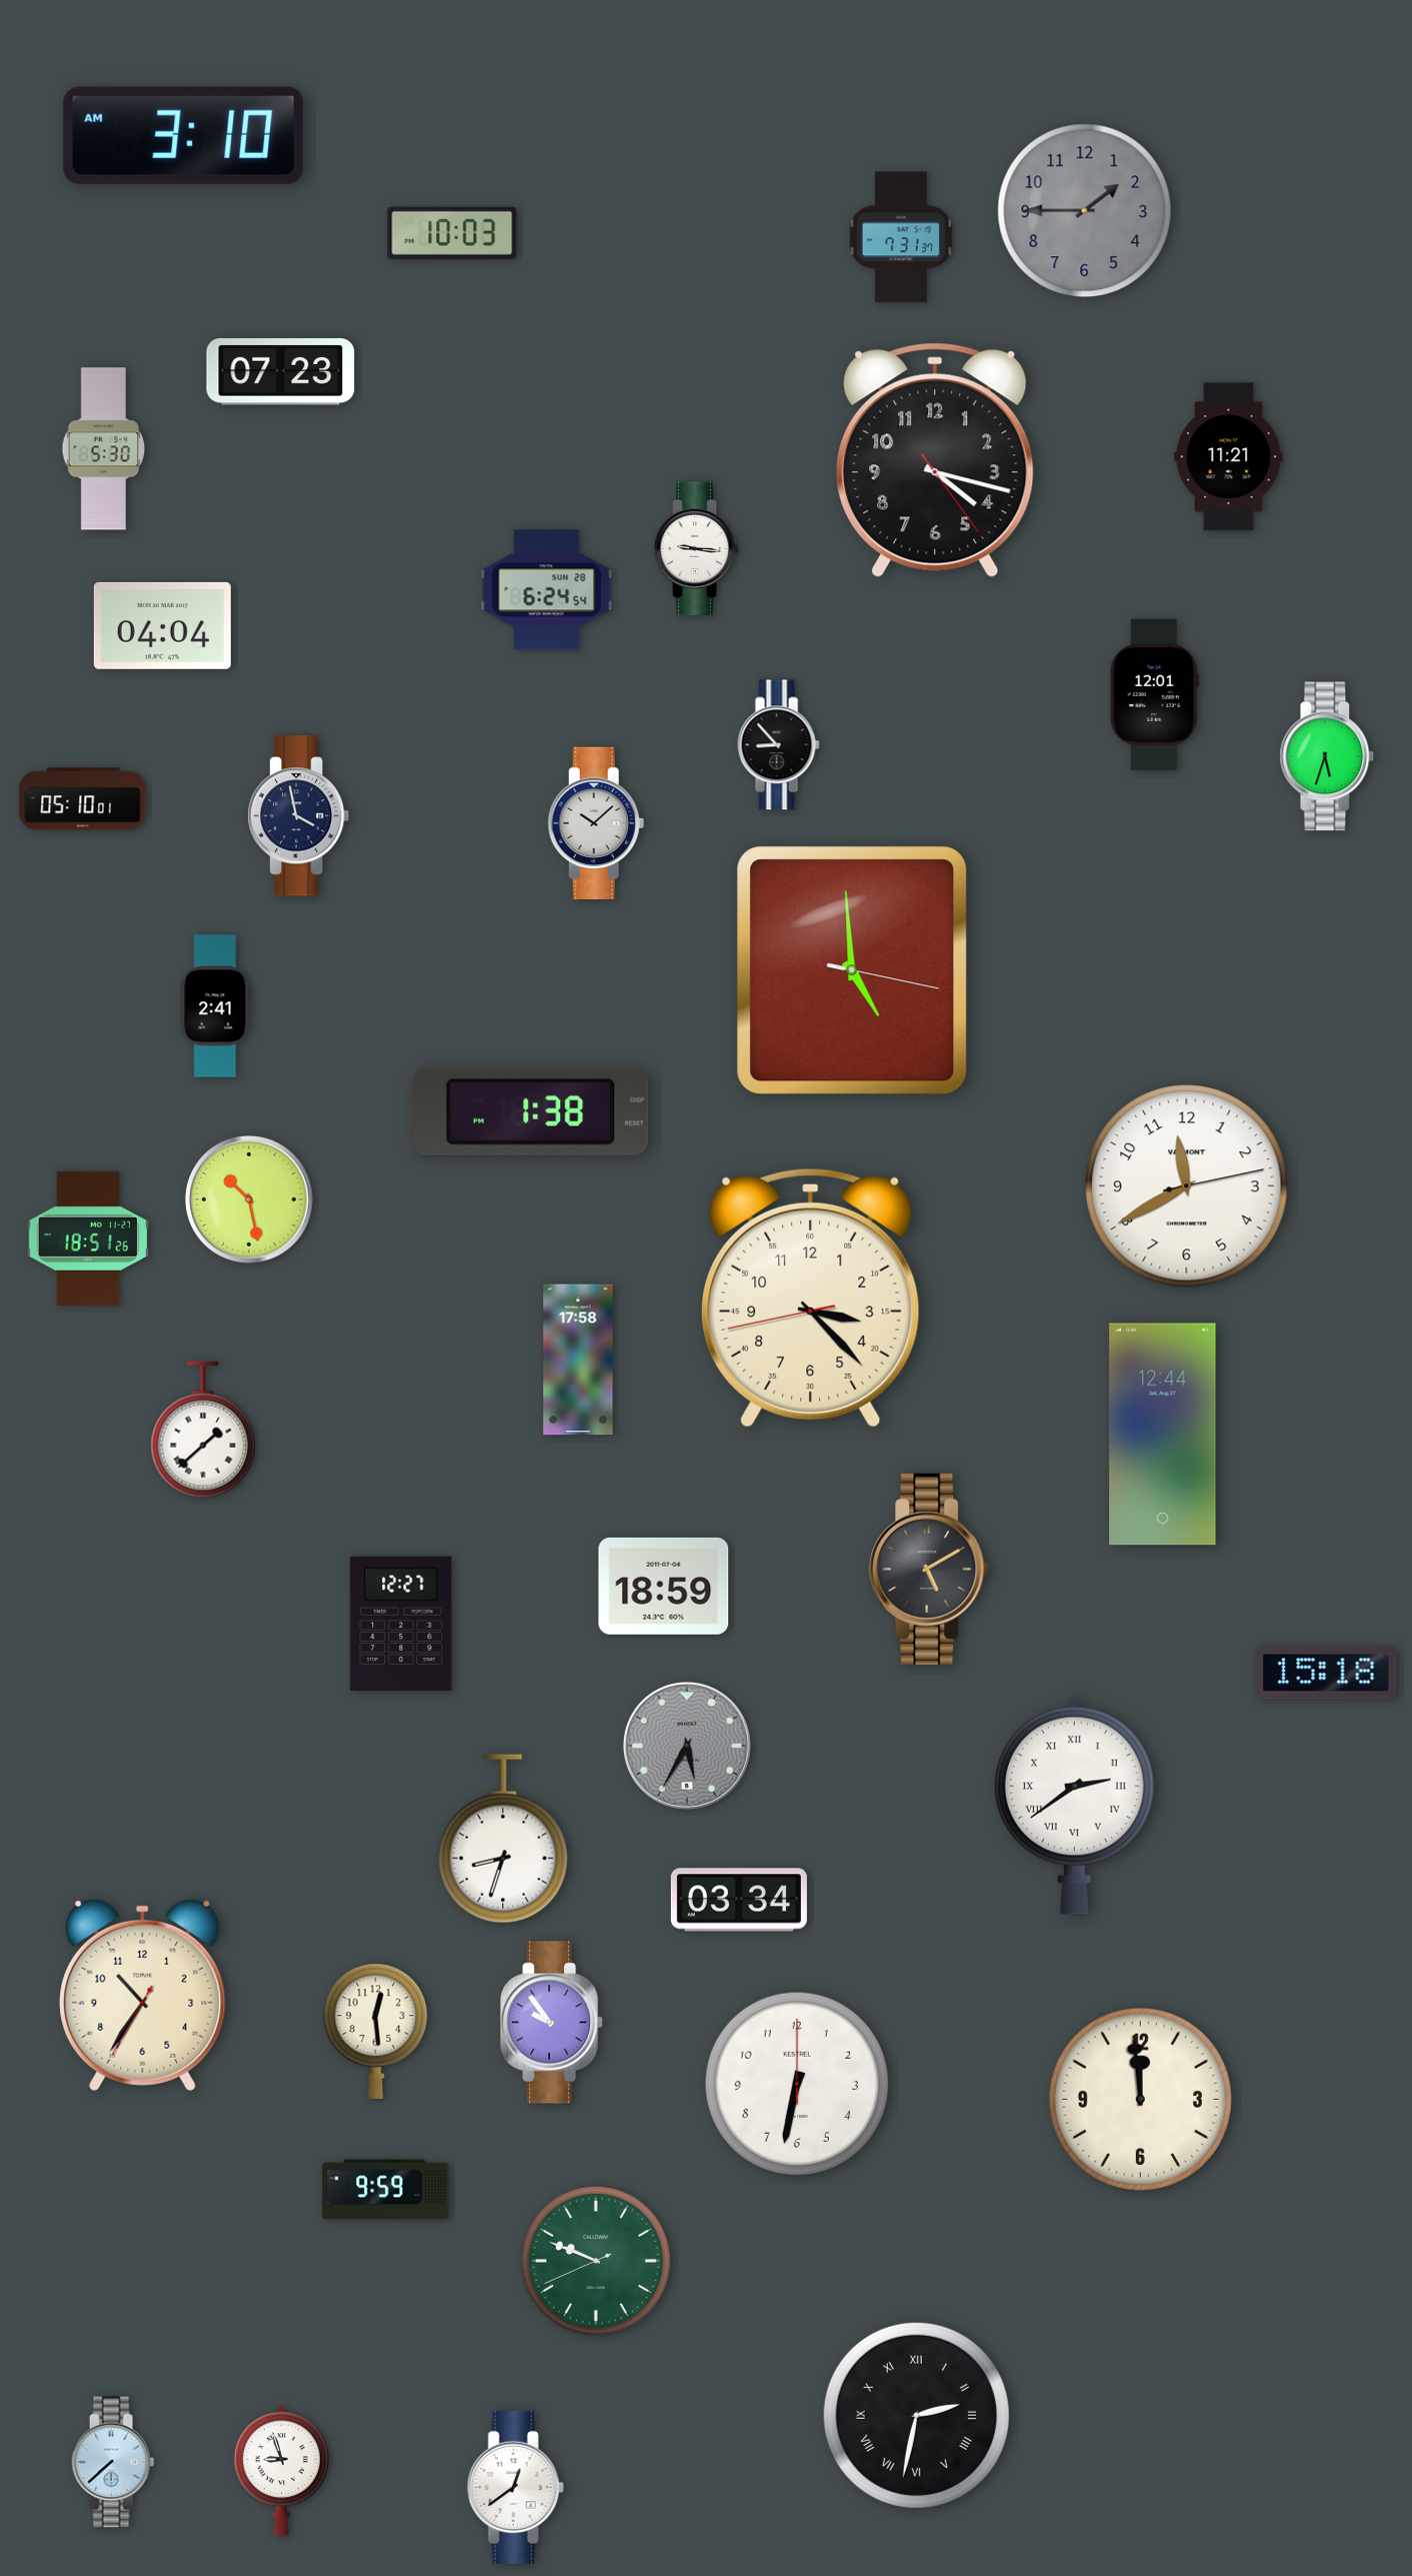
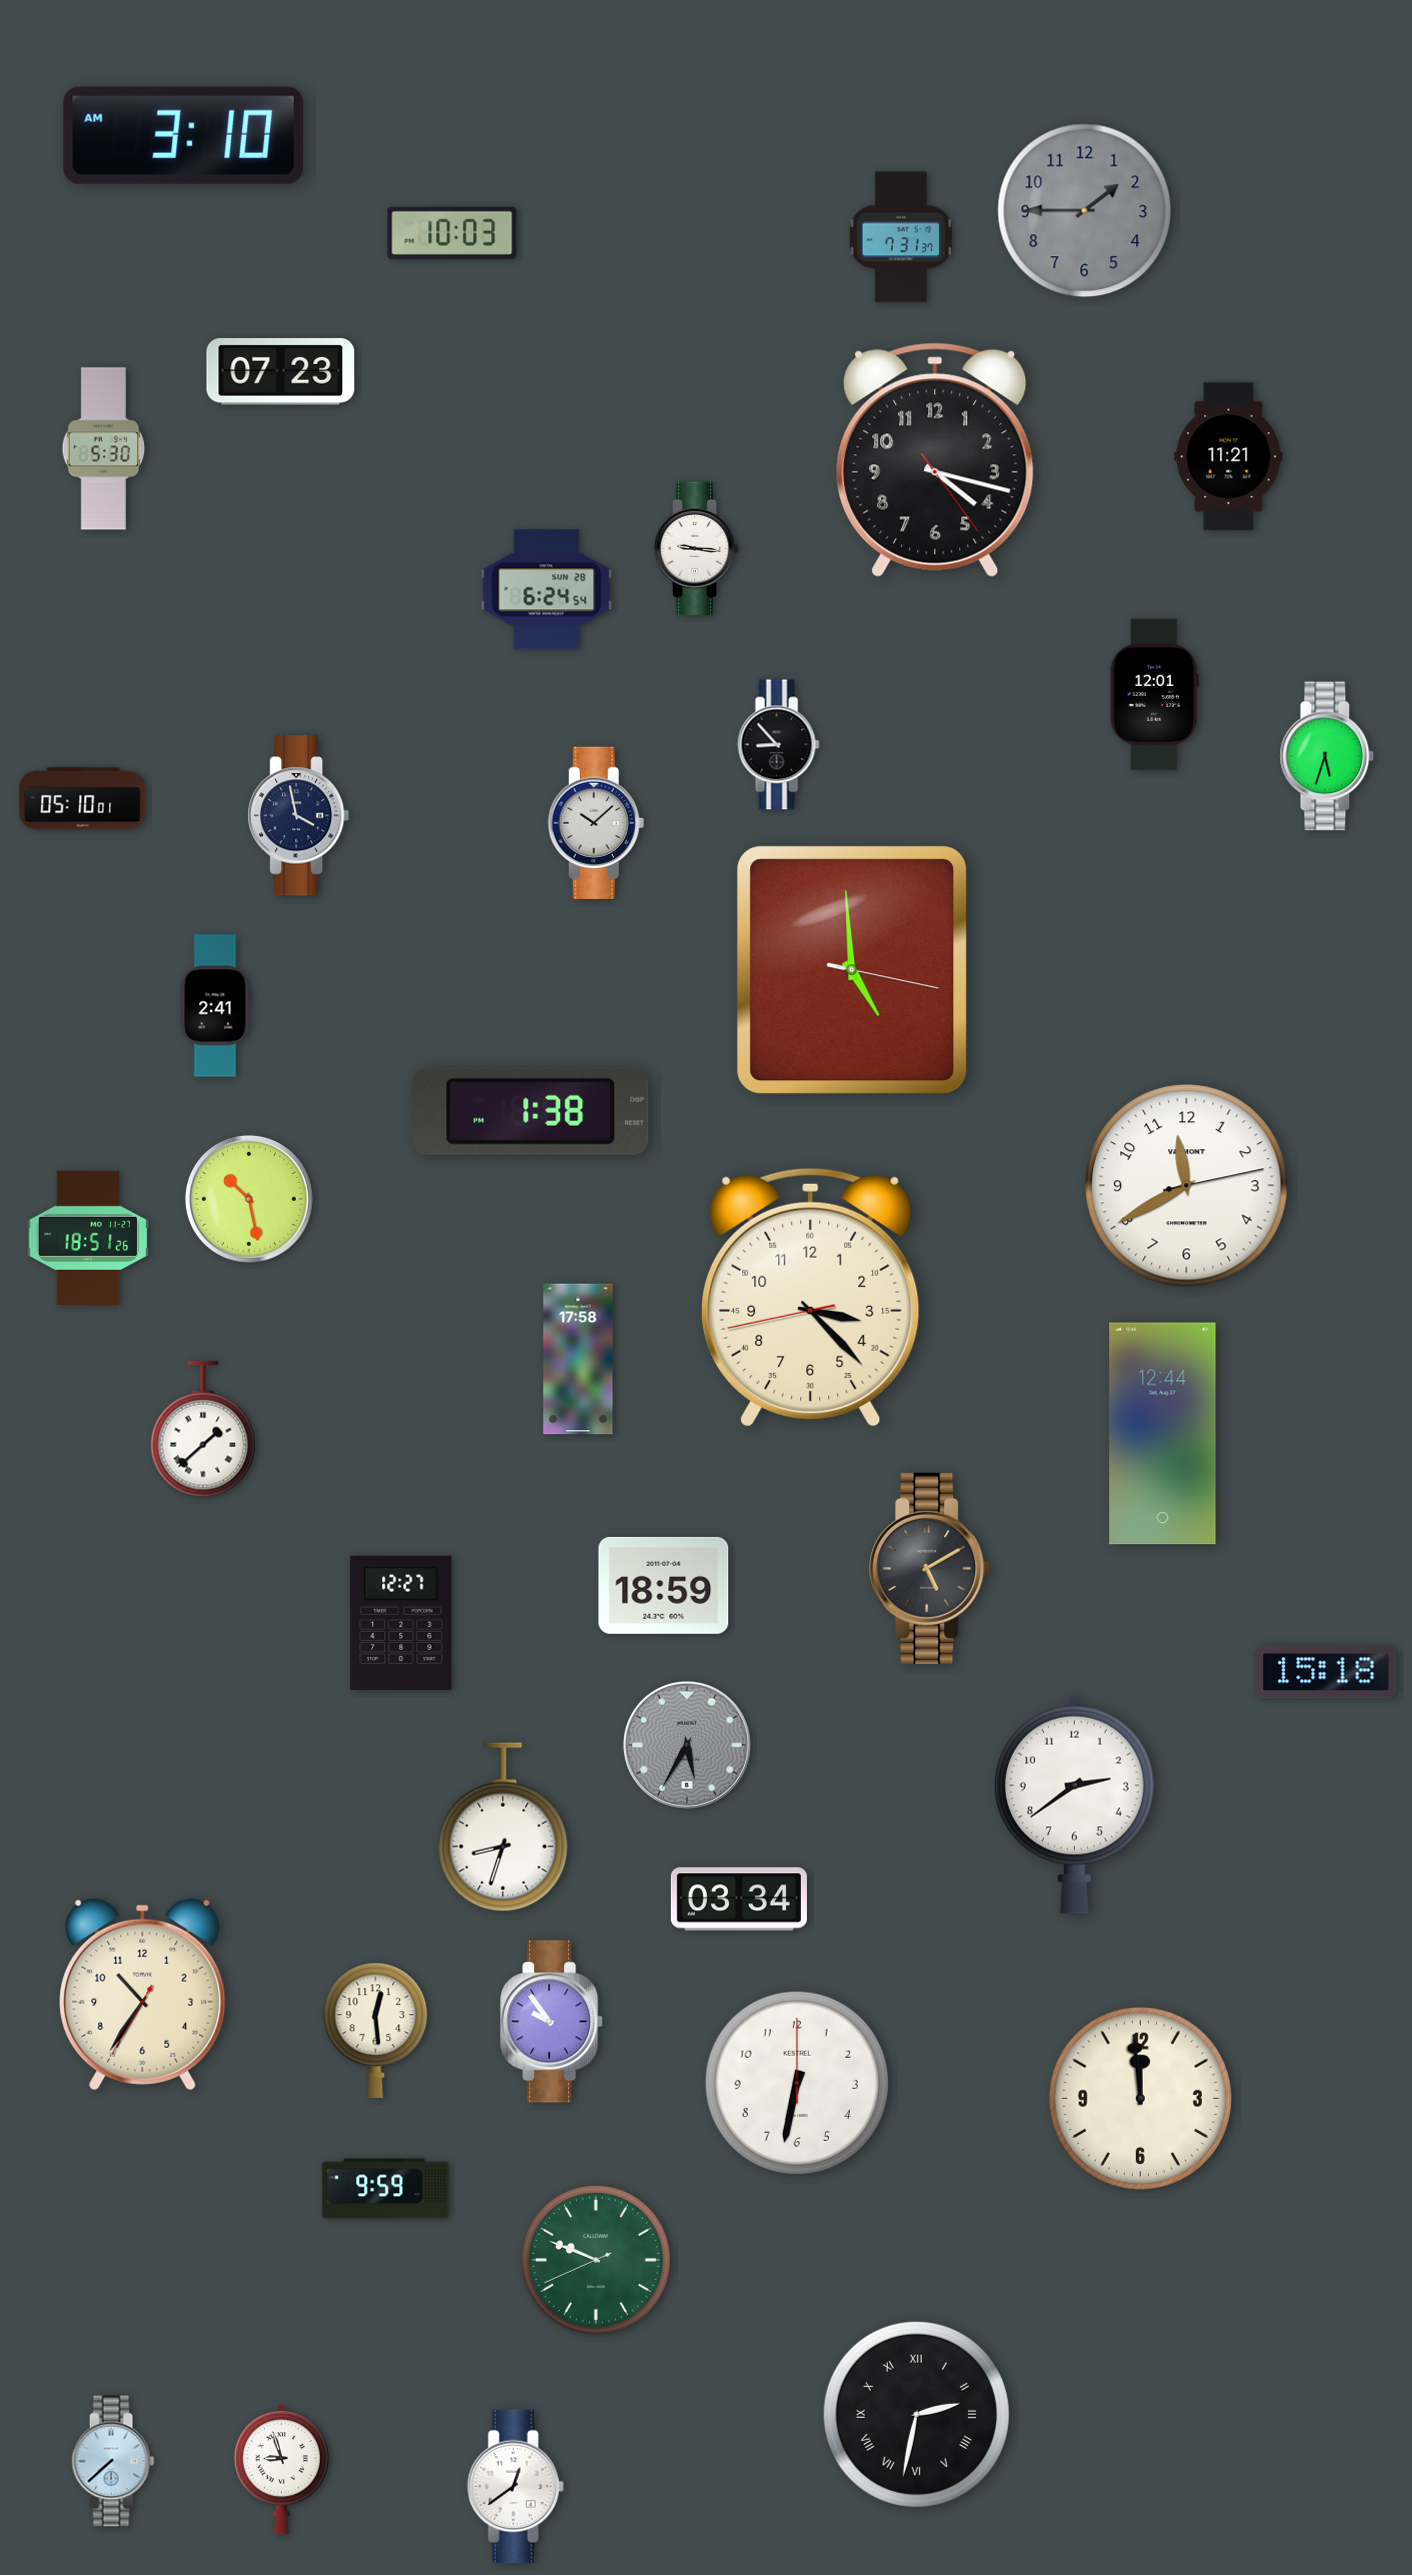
clock at (162, 625): 04:04 -> none
clock at (1074, 1805) numerals: Roman -> Arabic
clock at (503, 1839) position: (503, 1839) -> (503, 1827)
